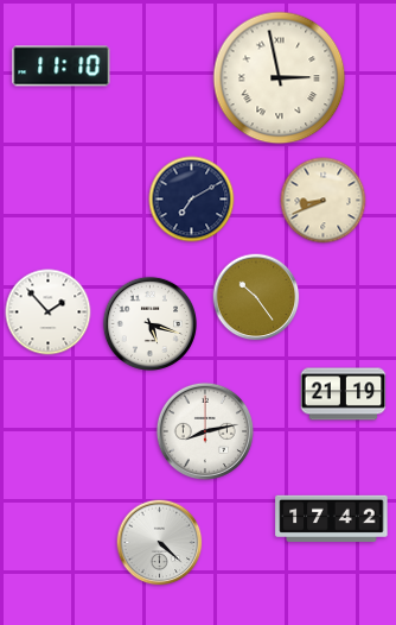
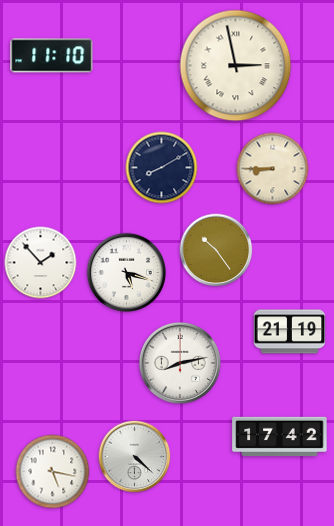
clock at (192, 200): 7:10 -> 8:10
clock at (324, 201): 8:41 -> 8:45
clock at (205, 431) position: (205, 431) -> (180, 363)
clock at (53, 472): none -> 5:17
